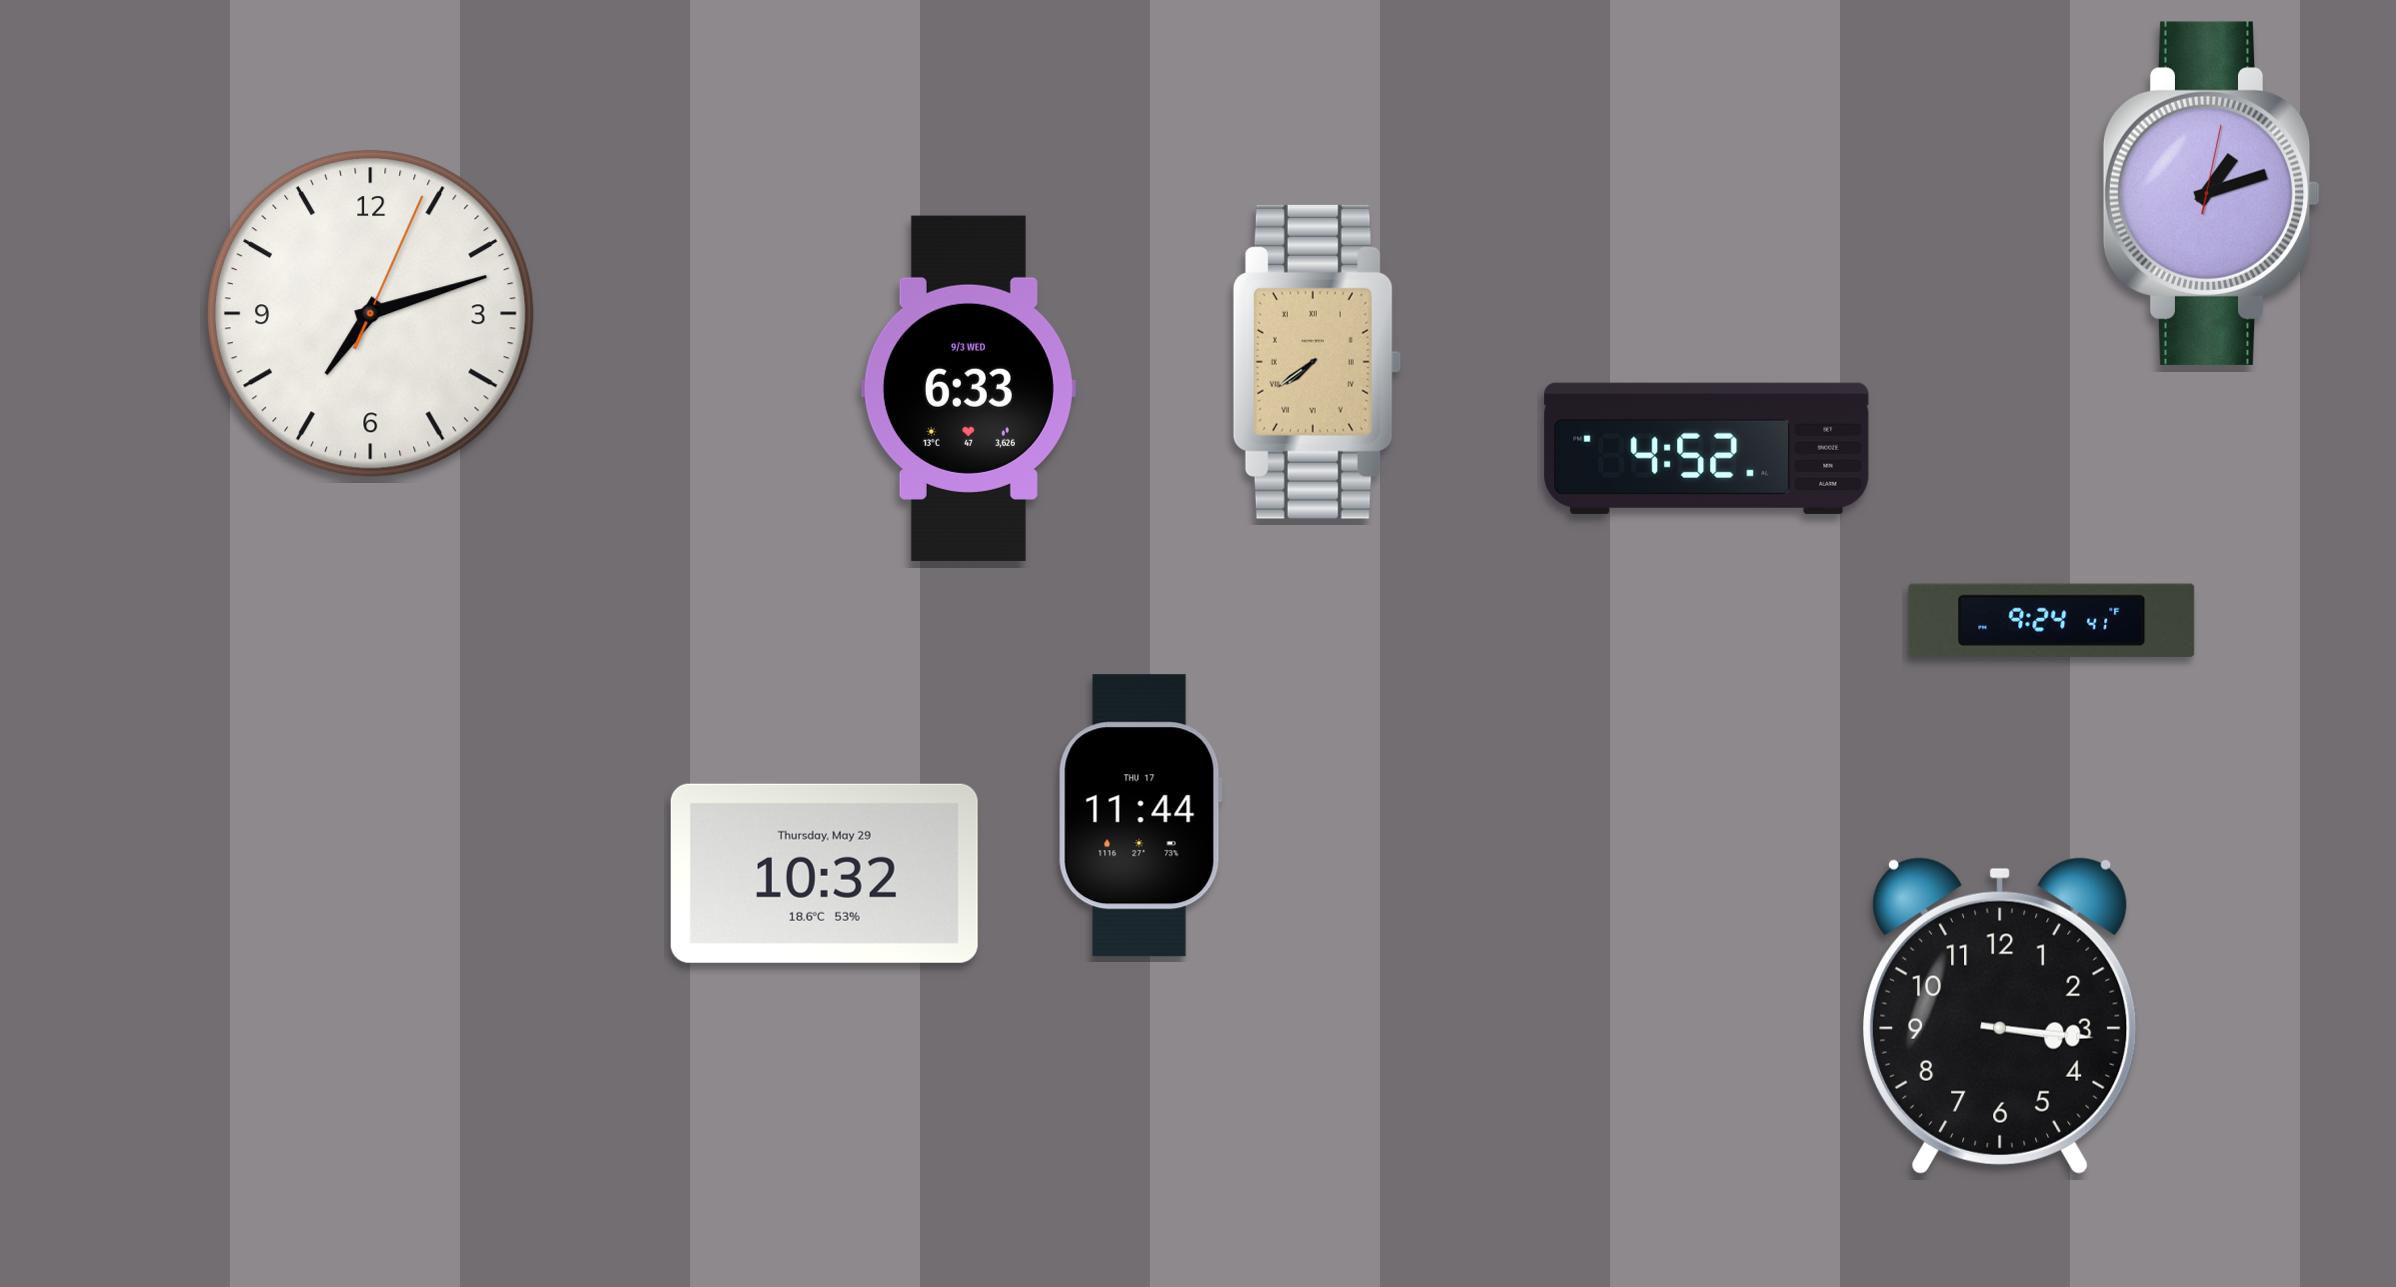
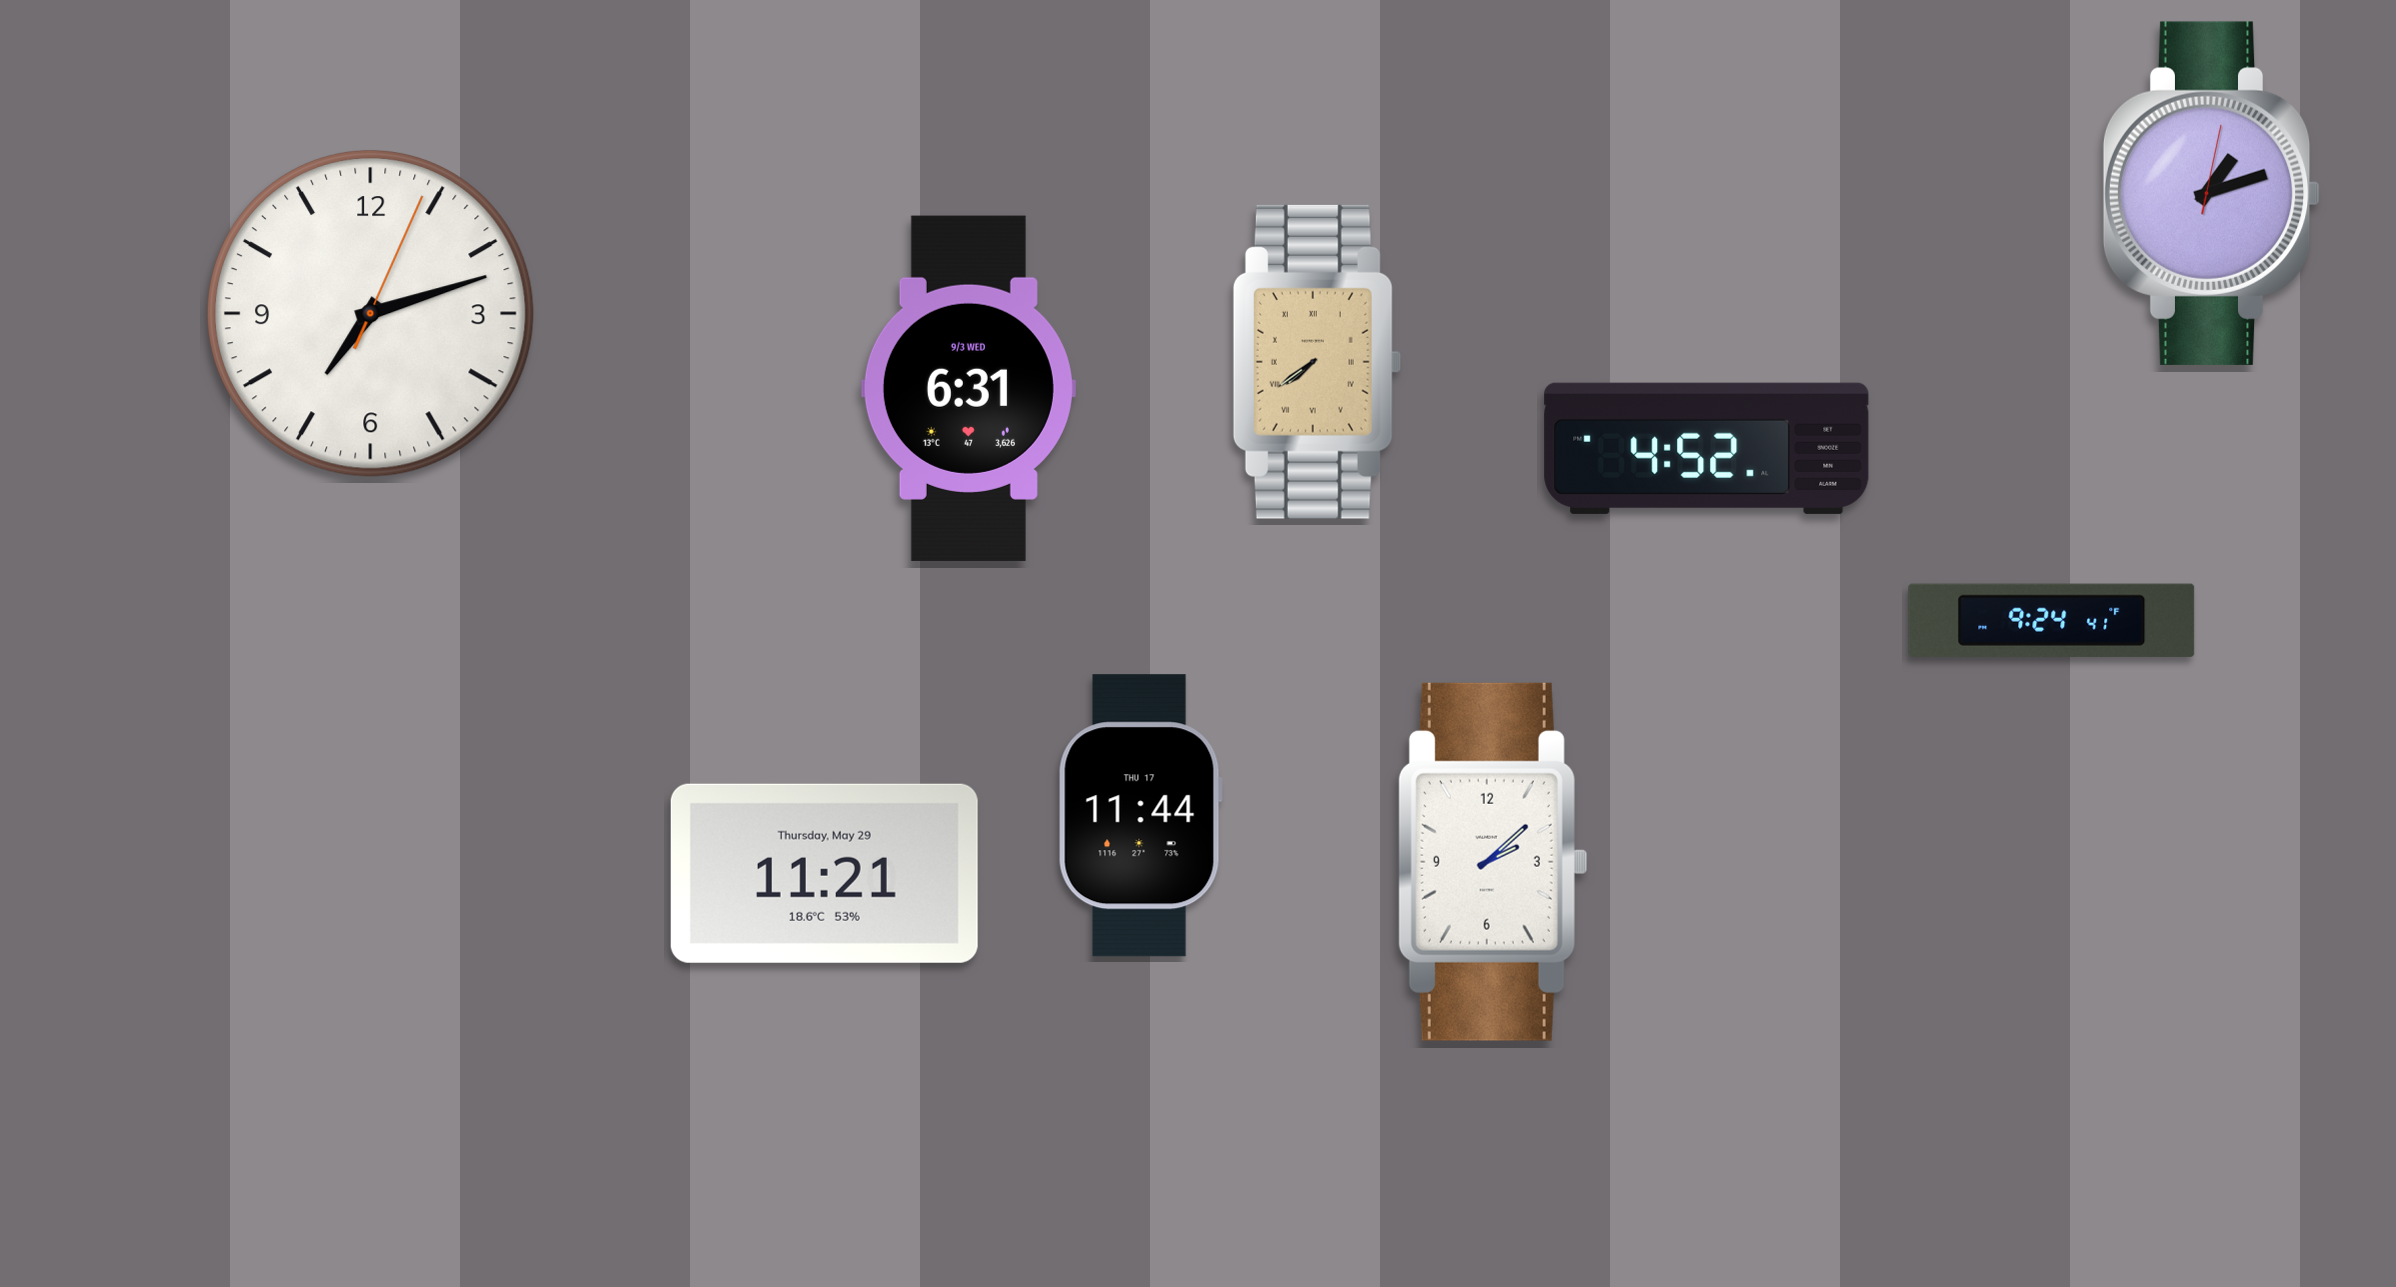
clock at (968, 388): 6:33 -> 6:31
clock at (1492, 862): none -> 2:08
clock at (824, 873): 10:32 -> 11:21
clock at (2001, 1016): 3:16 -> none
